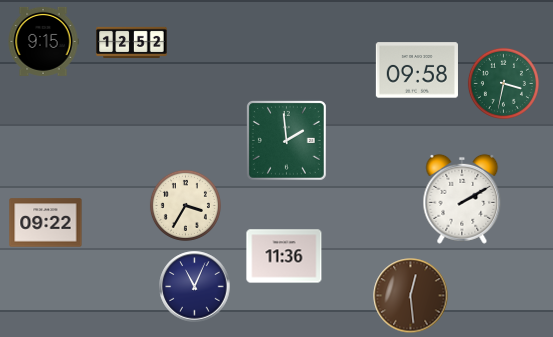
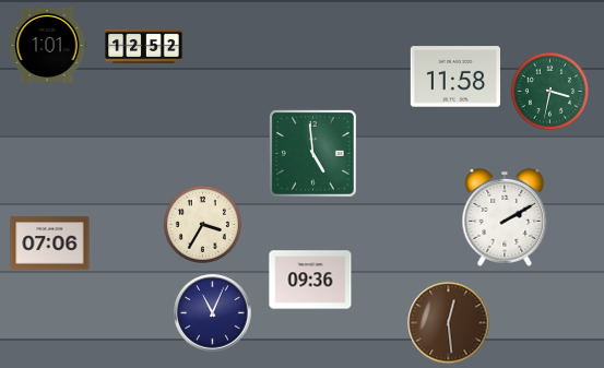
clock at (43, 41): 9:15 -> 1:01
clock at (417, 70): 09:58 -> 11:58
clock at (286, 140): 1:59 -> 4:59
clock at (46, 223): 09:22 -> 07:06
clock at (284, 256): 11:36 -> 09:36
